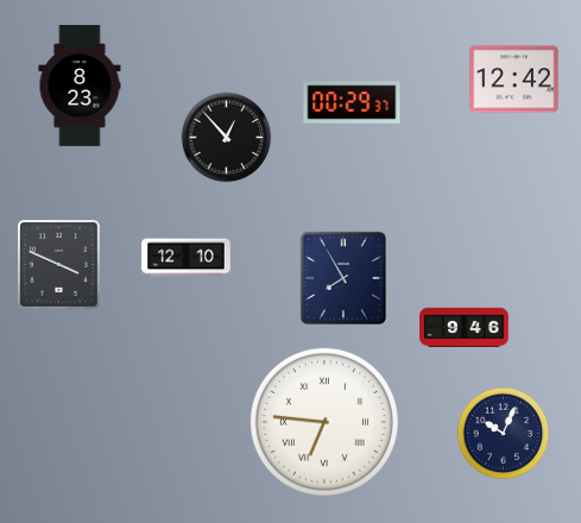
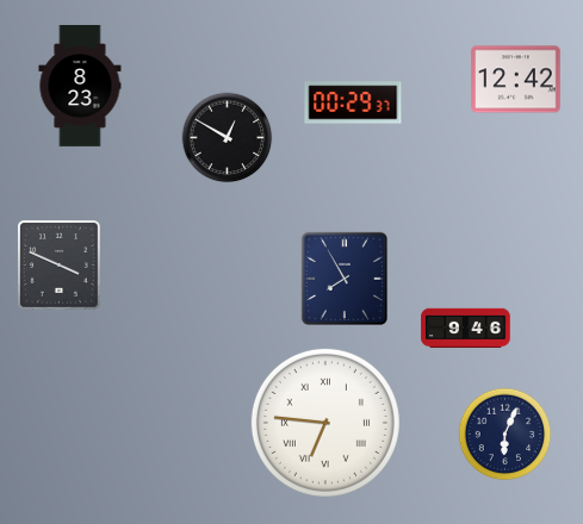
clock at (227, 138): 12:53 -> 12:50
clock at (187, 258): 12:10 -> none
clock at (504, 434): 10:04 -> 6:04
